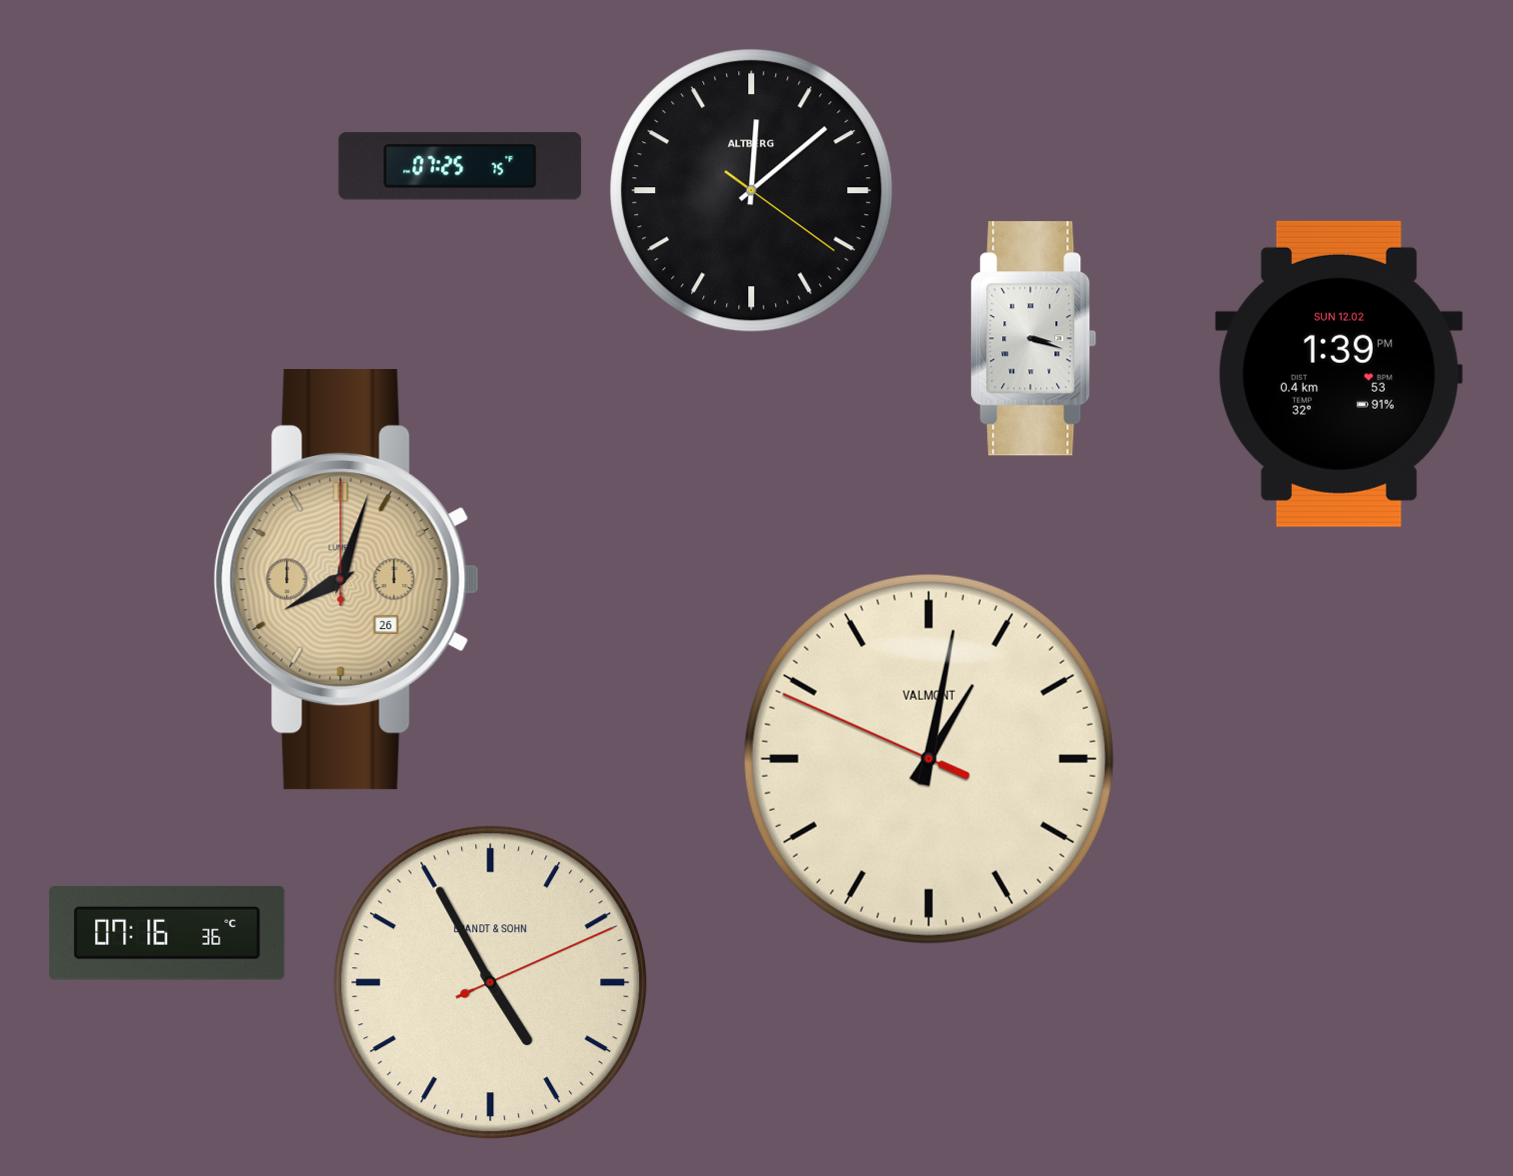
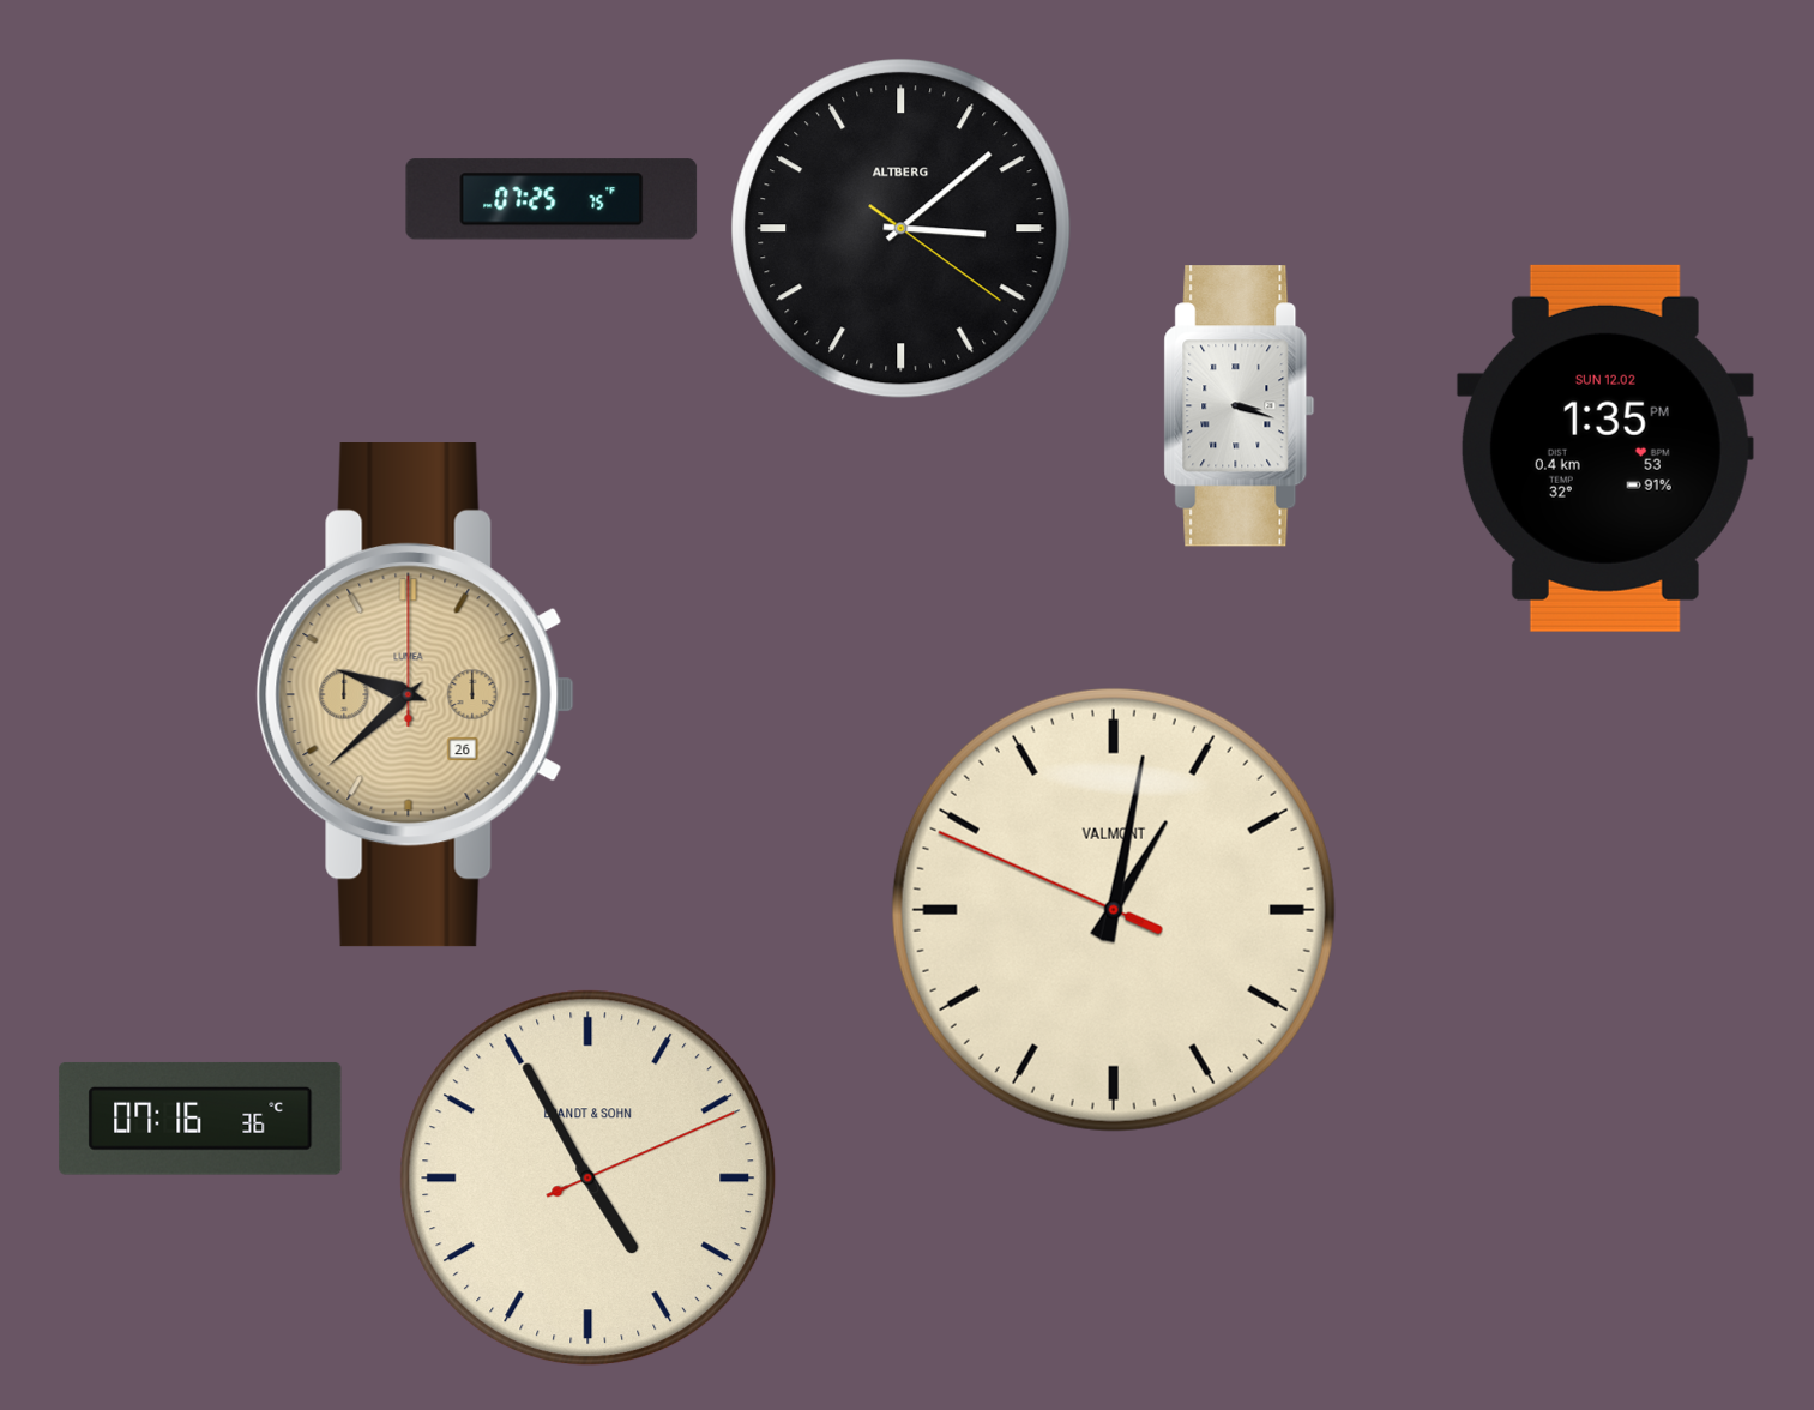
clock at (752, 191): 12:08 -> 3:08
clock at (1339, 374): 1:39 -> 1:35
clock at (346, 580): 8:03 -> 9:38
